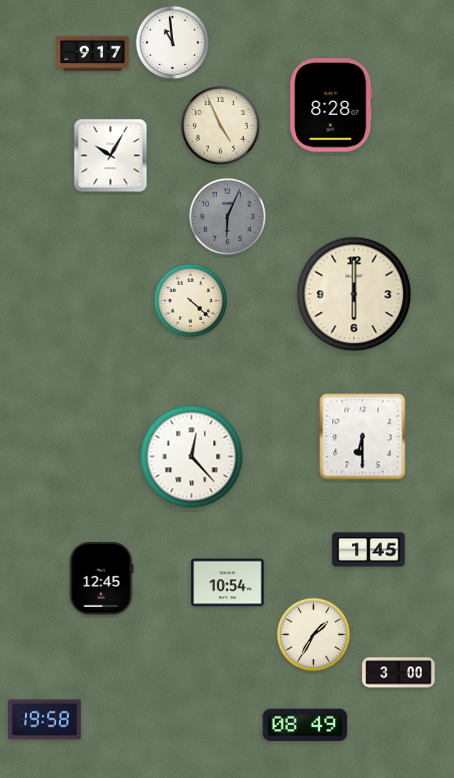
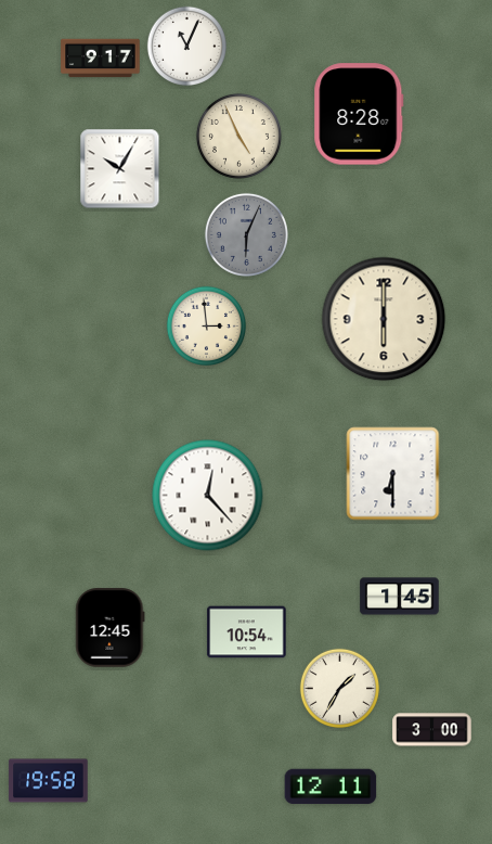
clock at (172, 42): 10:59 -> 11:04
clock at (190, 300): 4:22 -> 2:59
clock at (305, 725): 08:49 -> 12:11
